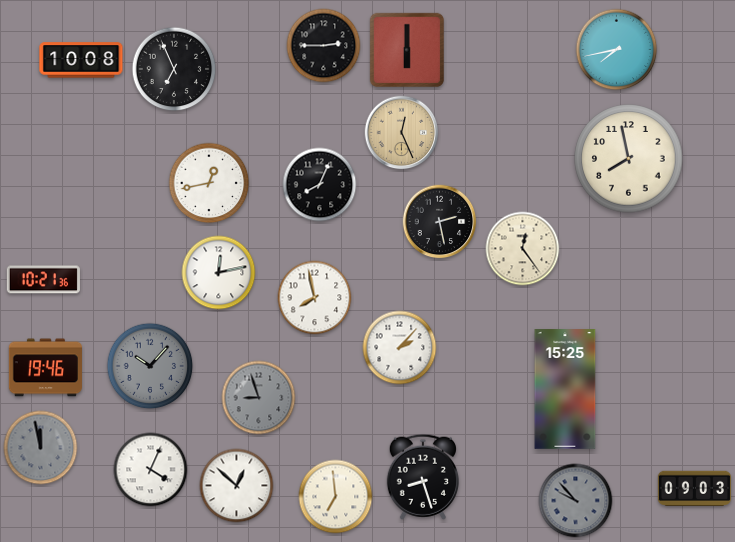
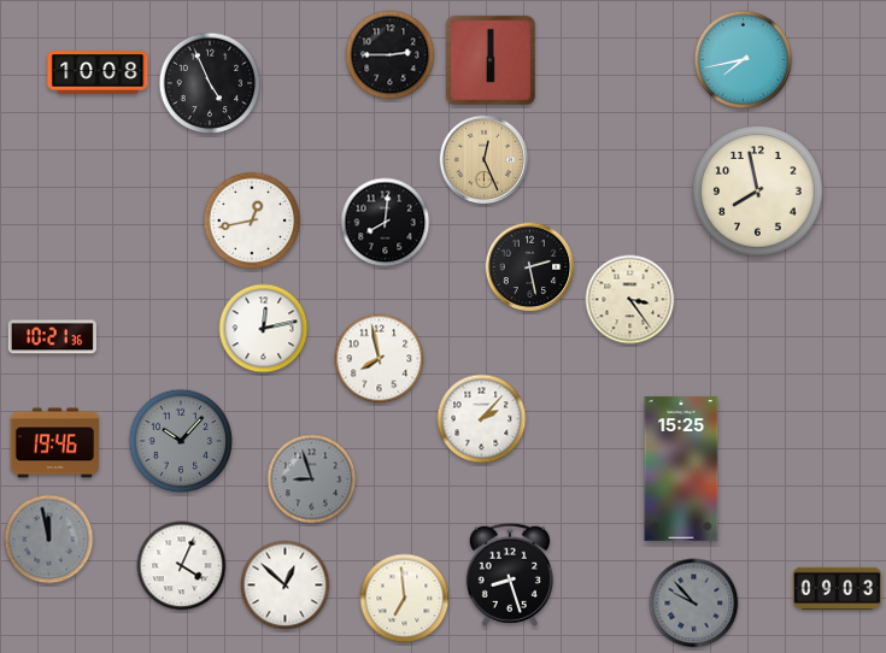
clock at (174, 69): 6:56 -> 4:56
clock at (320, 185): 8:04 -> 8:01
clock at (523, 249): 12:24 -> 3:24
